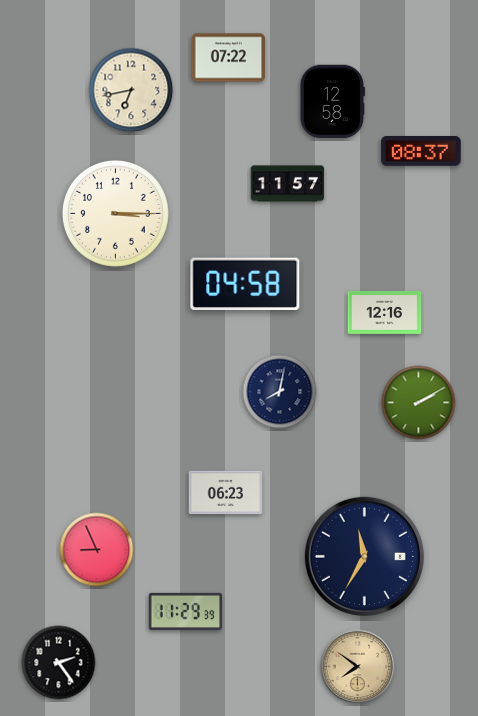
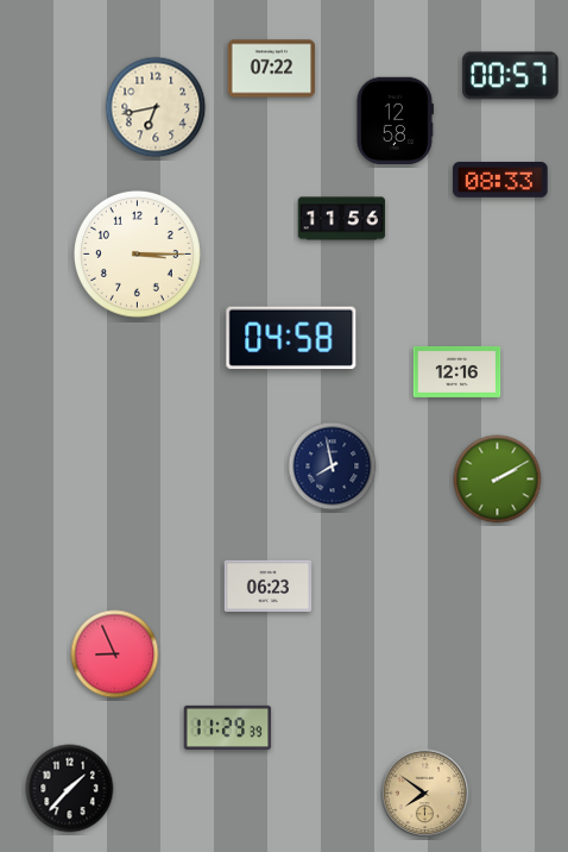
clock at (511, 76): none -> 00:57
clock at (421, 151): 08:37 -> 08:33
clock at (288, 184): 11:57 -> 11:56
clock at (280, 392): 8:02 -> 7:58
clock at (364, 556): 11:35 -> none
clock at (186, 611) position: (186, 611) -> (228, 727)
clock at (59, 663): 2:24 -> 1:37
